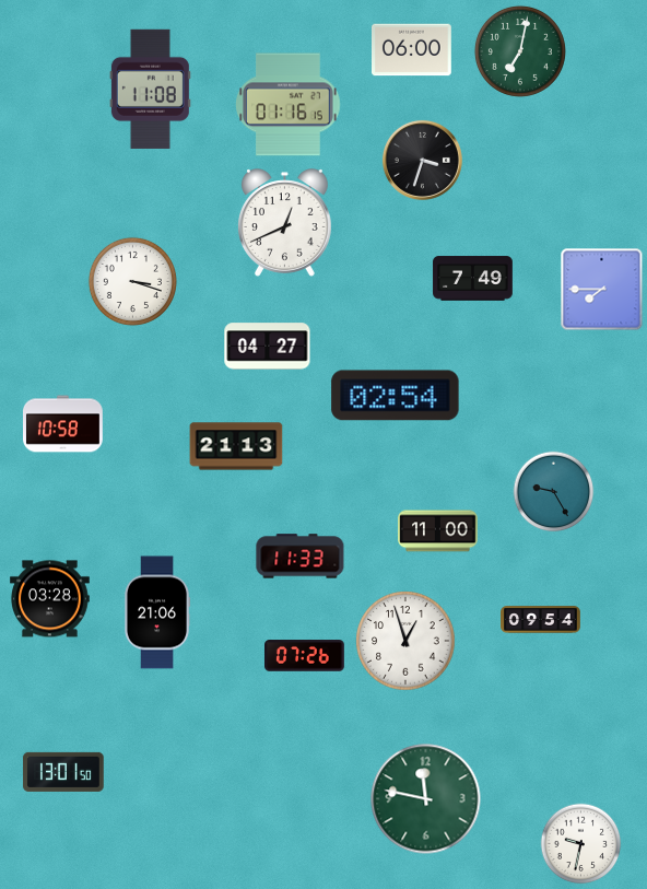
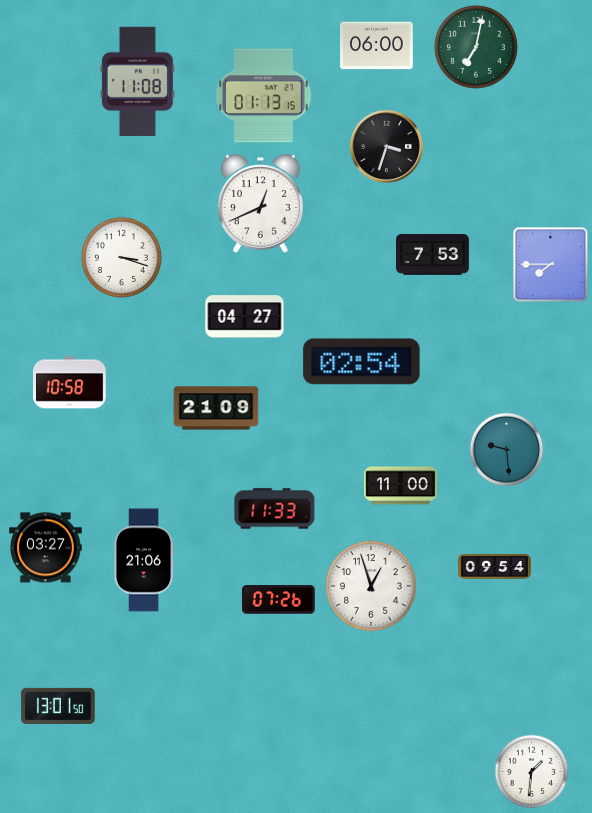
clock at (289, 105): 01:16 -> 01:13
clock at (473, 279): 7:49 -> 7:53
clock at (63, 424) position: (63, 424) -> (70, 383)
clock at (236, 446): 21:13 -> 21:09
clock at (554, 492): 9:25 -> 9:29
clock at (50, 599): 03:28 -> 03:27
clock at (426, 799): 11:47 -> none
clock at (581, 844): 9:32 -> 1:31
